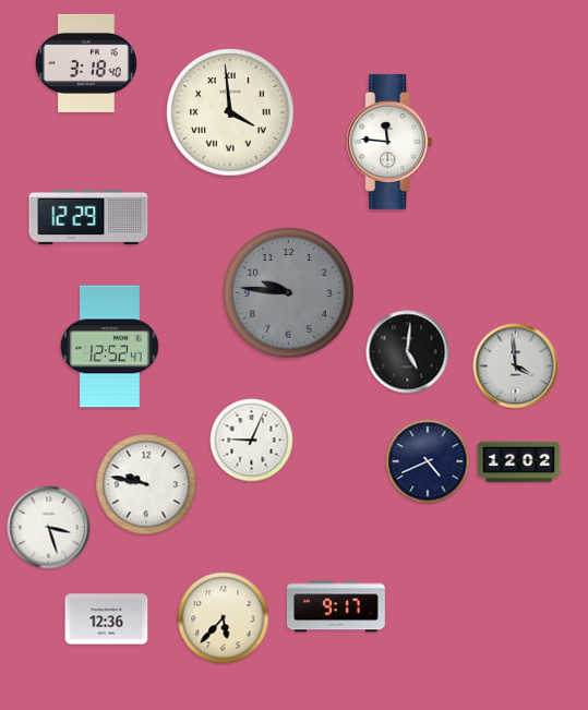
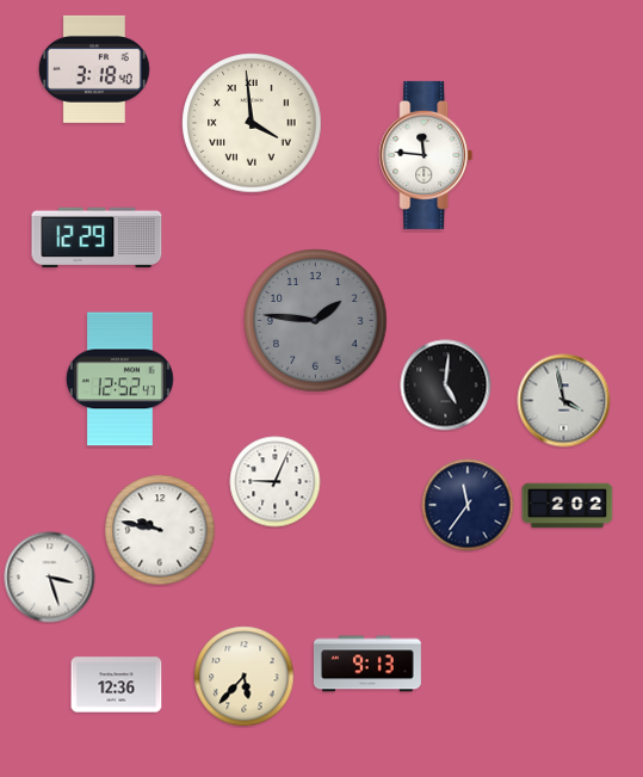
clock at (289, 293): 9:46 -> 1:46
clock at (516, 366): 3:59 -> 3:58
clock at (428, 461): 4:41 -> 11:36
clock at (519, 462): 12:02 -> 2:02
clock at (49, 528) position: (49, 528) -> (50, 578)
clock at (336, 606): 9:17 -> 9:13
clock at (107, 619) position: (107, 619) -> (117, 685)
